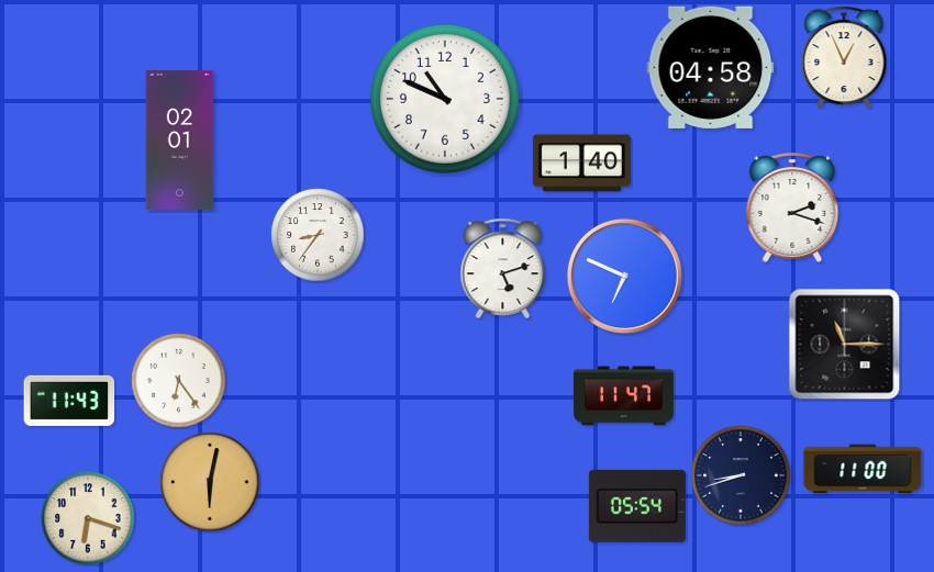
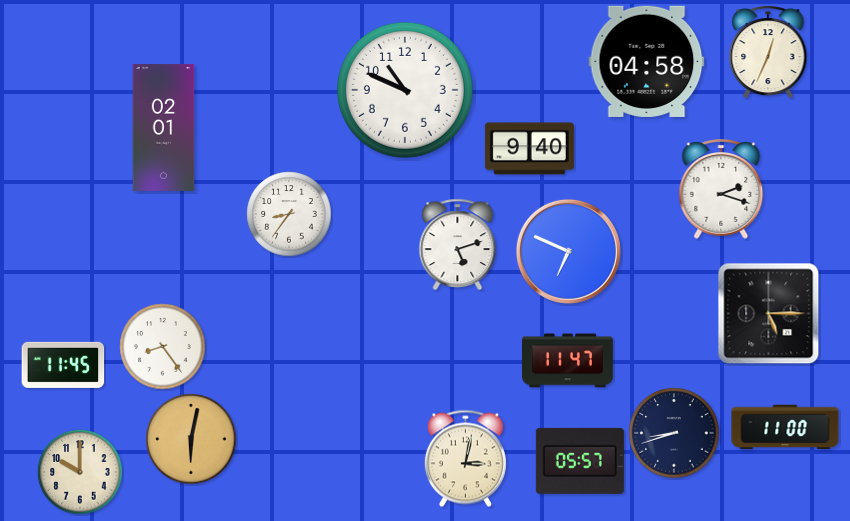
clock at (844, 57): 12:56 -> 12:34
clock at (581, 164): 1:40 -> 9:40
clock at (845, 345): 11:15 -> 5:15
clock at (179, 381): 6:24 -> 8:24
clock at (69, 401): 11:43 -> 11:45
clock at (465, 459): none -> 3:02
clock at (637, 506): 05:54 -> 05:57
clock at (88, 518): 6:18 -> 10:00
